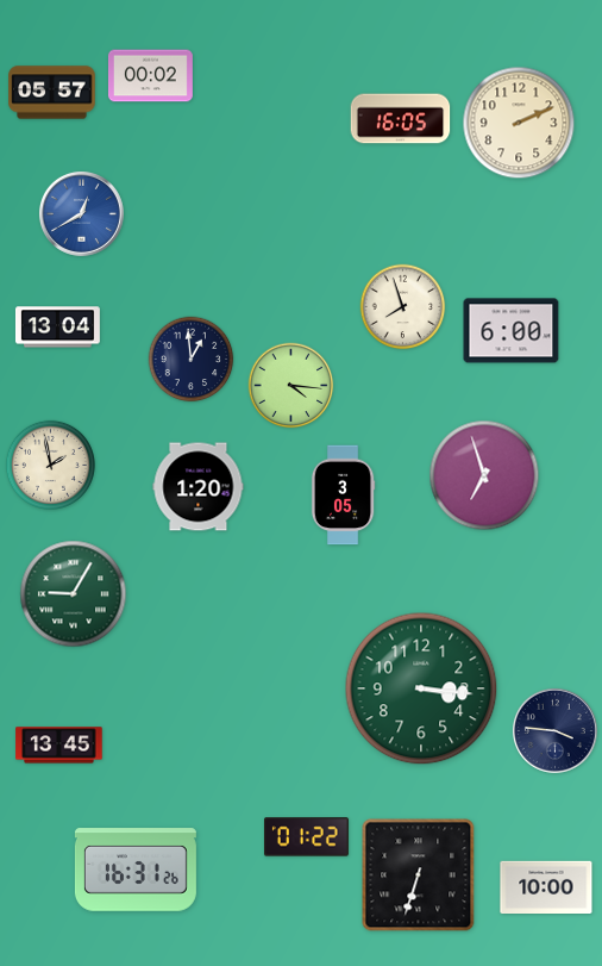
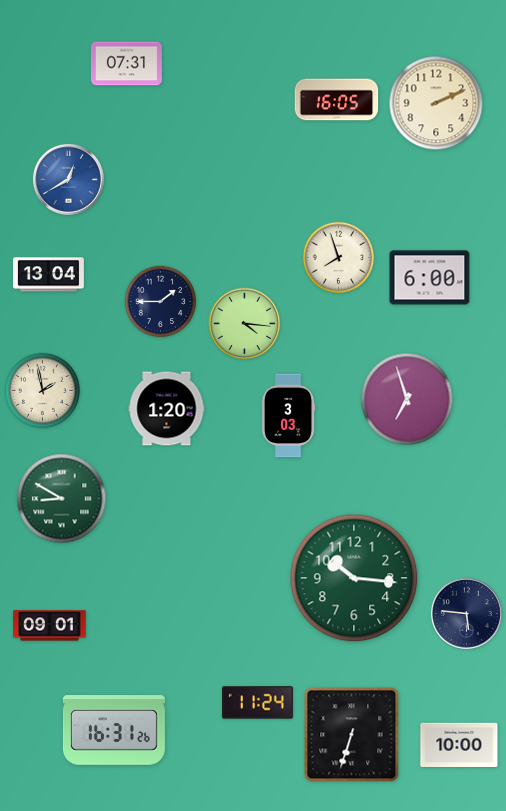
clock at (150, 76): 00:02 -> 07:31
clock at (52, 93): 05:57 -> none
clock at (192, 360): 12:59 -> 1:45
clock at (343, 496): 3:05 -> 3:03
clock at (74, 594): 9:05 -> 8:50
clock at (421, 688): 3:16 -> 10:16
clock at (554, 730): 3:46 -> 5:46
clock at (59, 746): 13:45 -> 09:01
clock at (306, 837): 01:22 -> 11:24
